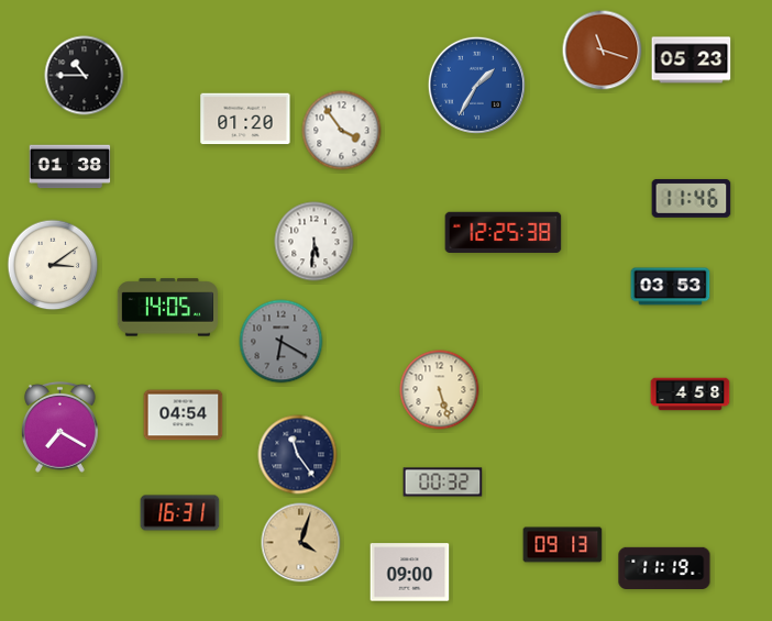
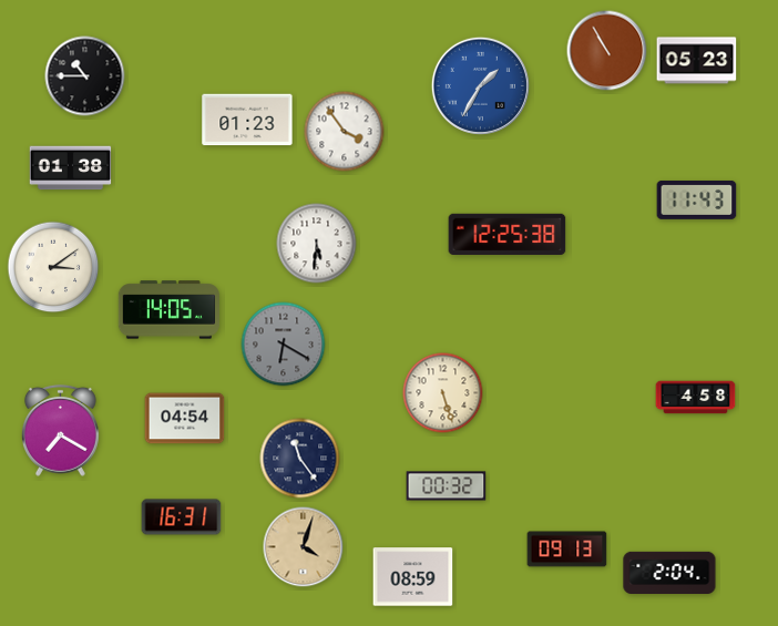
clock at (603, 51): 11:18 -> 10:55
clock at (245, 119): 01:20 -> 01:23
clock at (692, 198): 11:46 -> 11:43
clock at (671, 287): 03:53 -> none
clock at (664, 567): 11:19 -> 2:04
clock at (410, 573): 09:00 -> 08:59
